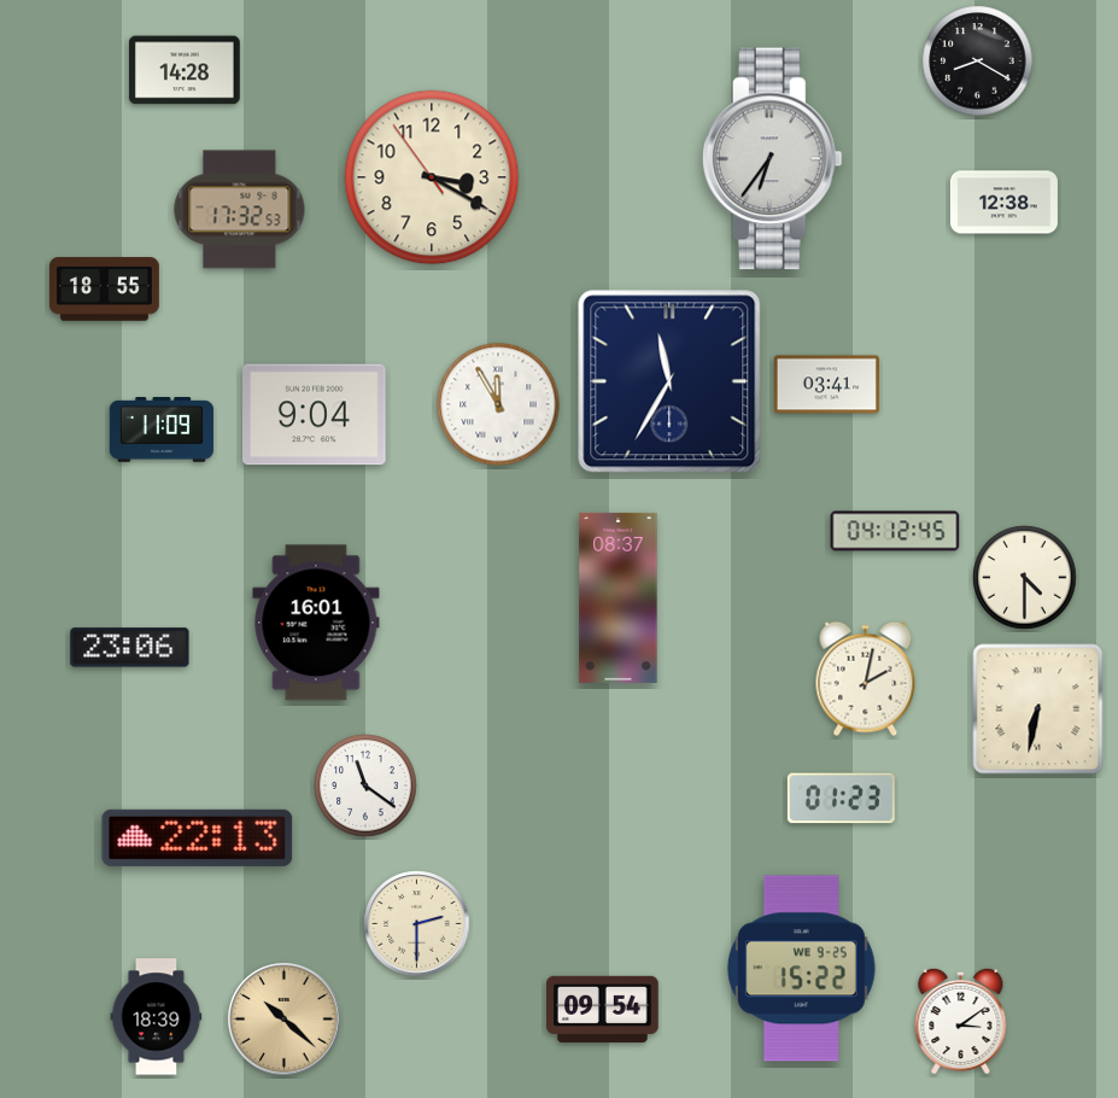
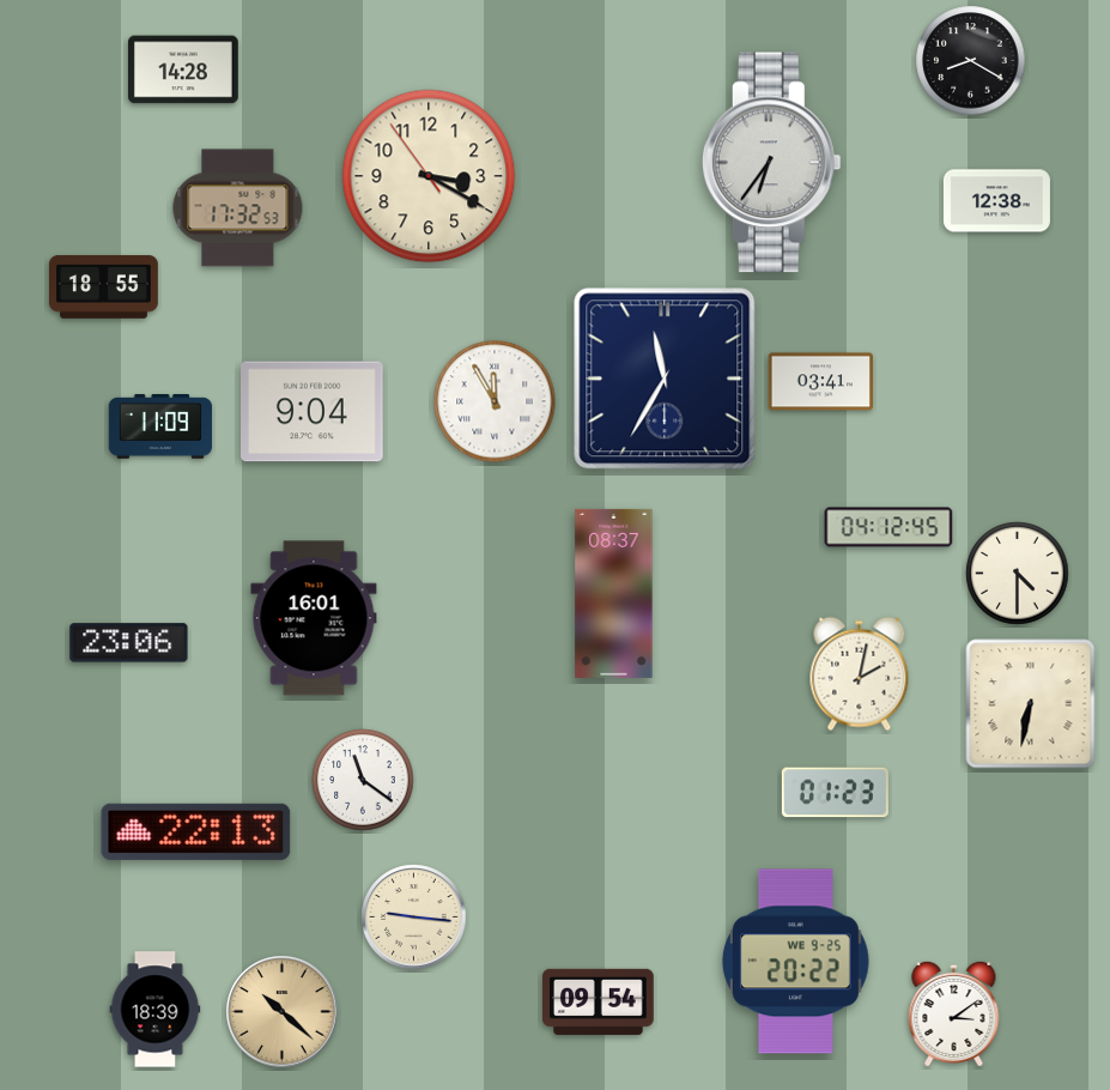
clock at (772, 159) position: (772, 159) -> (771, 163)
clock at (417, 924): 2:30 -> 9:16
clock at (801, 969): 15:22 -> 20:22
